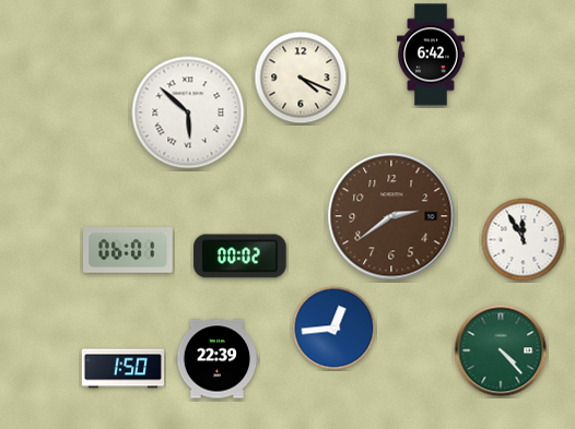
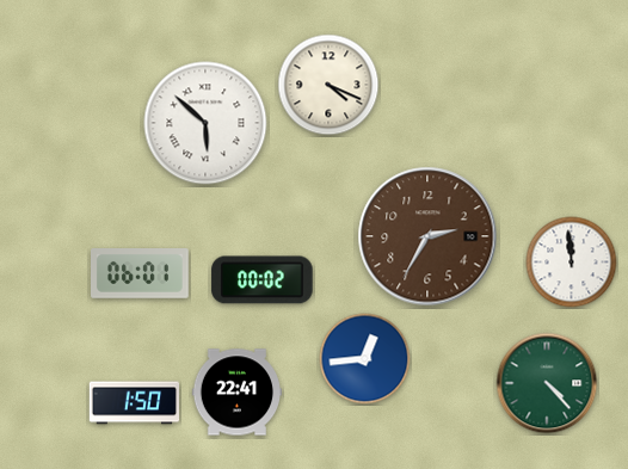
clock at (432, 55): 6:42 -> none
clock at (391, 216): 2:39 -> 2:35
clock at (524, 240): 11:55 -> 11:59
clock at (218, 359): 22:39 -> 22:41
